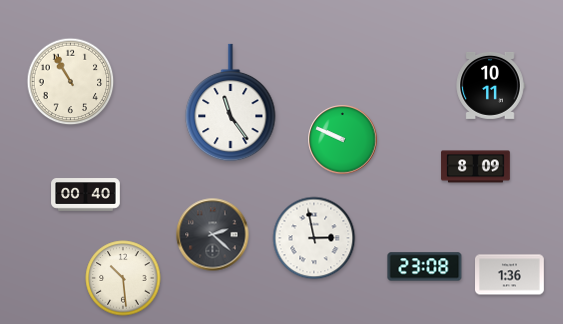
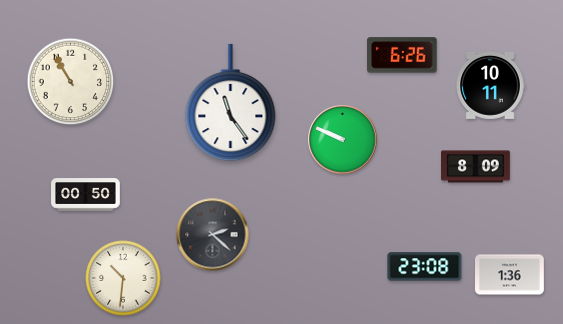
clock at (402, 55): none -> 6:26
clock at (86, 195): 00:40 -> 00:50
clock at (314, 238): 2:58 -> none
clock at (123, 278): 10:29 -> 10:31
